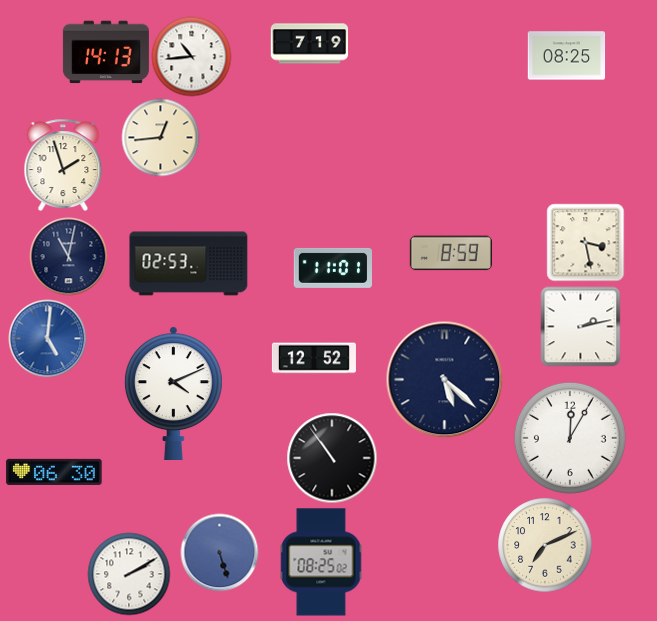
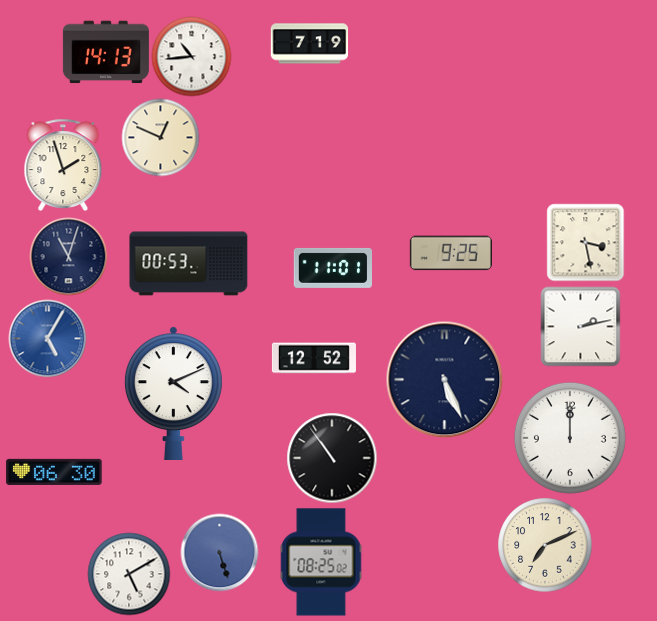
clock at (566, 56): 08:25 -> none
clock at (160, 137): 12:44 -> 12:49
clock at (451, 253): 8:59 -> 9:25
clock at (68, 256): 11:02 -> 11:03
clock at (189, 264): 02:53 -> 00:53
clock at (47, 338): 5:01 -> 5:05
clock at (444, 379): 5:22 -> 5:26
clock at (570, 438): 12:05 -> 12:00
clock at (129, 574): 2:10 -> 5:10
